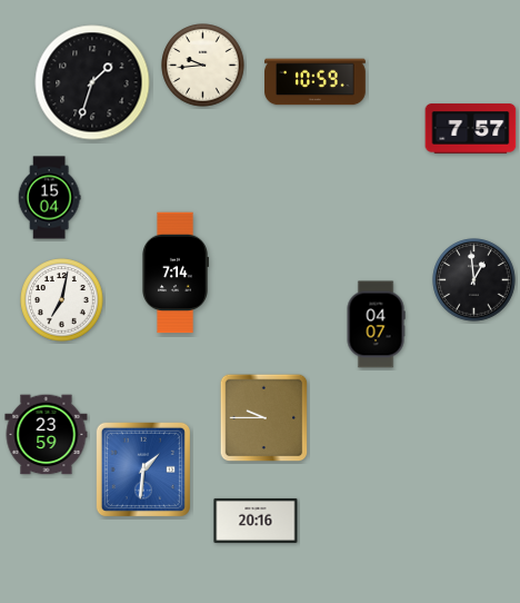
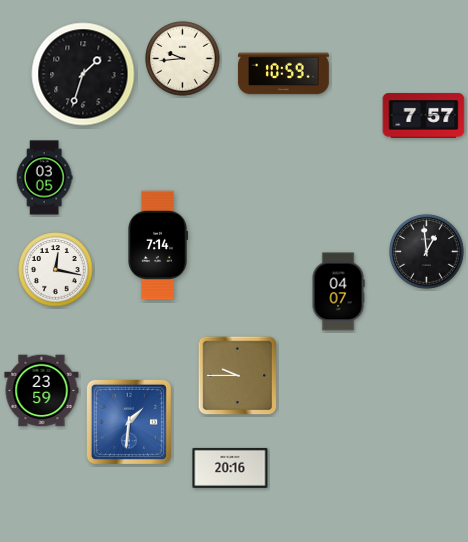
clock at (49, 198): 15:04 -> 03:05
clock at (62, 300): 7:02 -> 12:17
